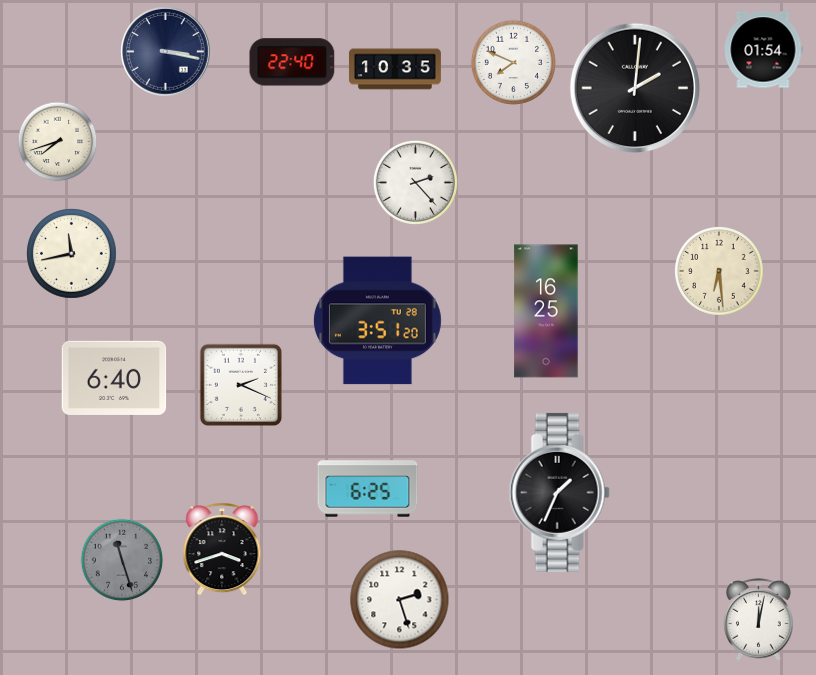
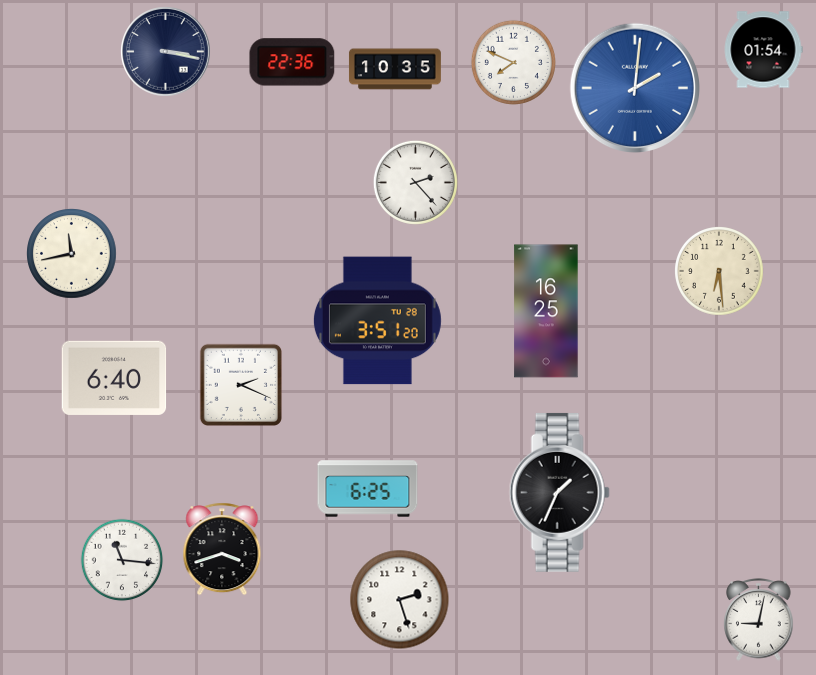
clock at (292, 62): 22:40 -> 22:36
clock at (634, 87) dial: black -> blue
clock at (58, 142): 7:42 -> none
clock at (122, 560): 11:27 -> 11:16
clock at (122, 560) dial: grey -> white
clock at (759, 620): 12:02 -> 9:02
